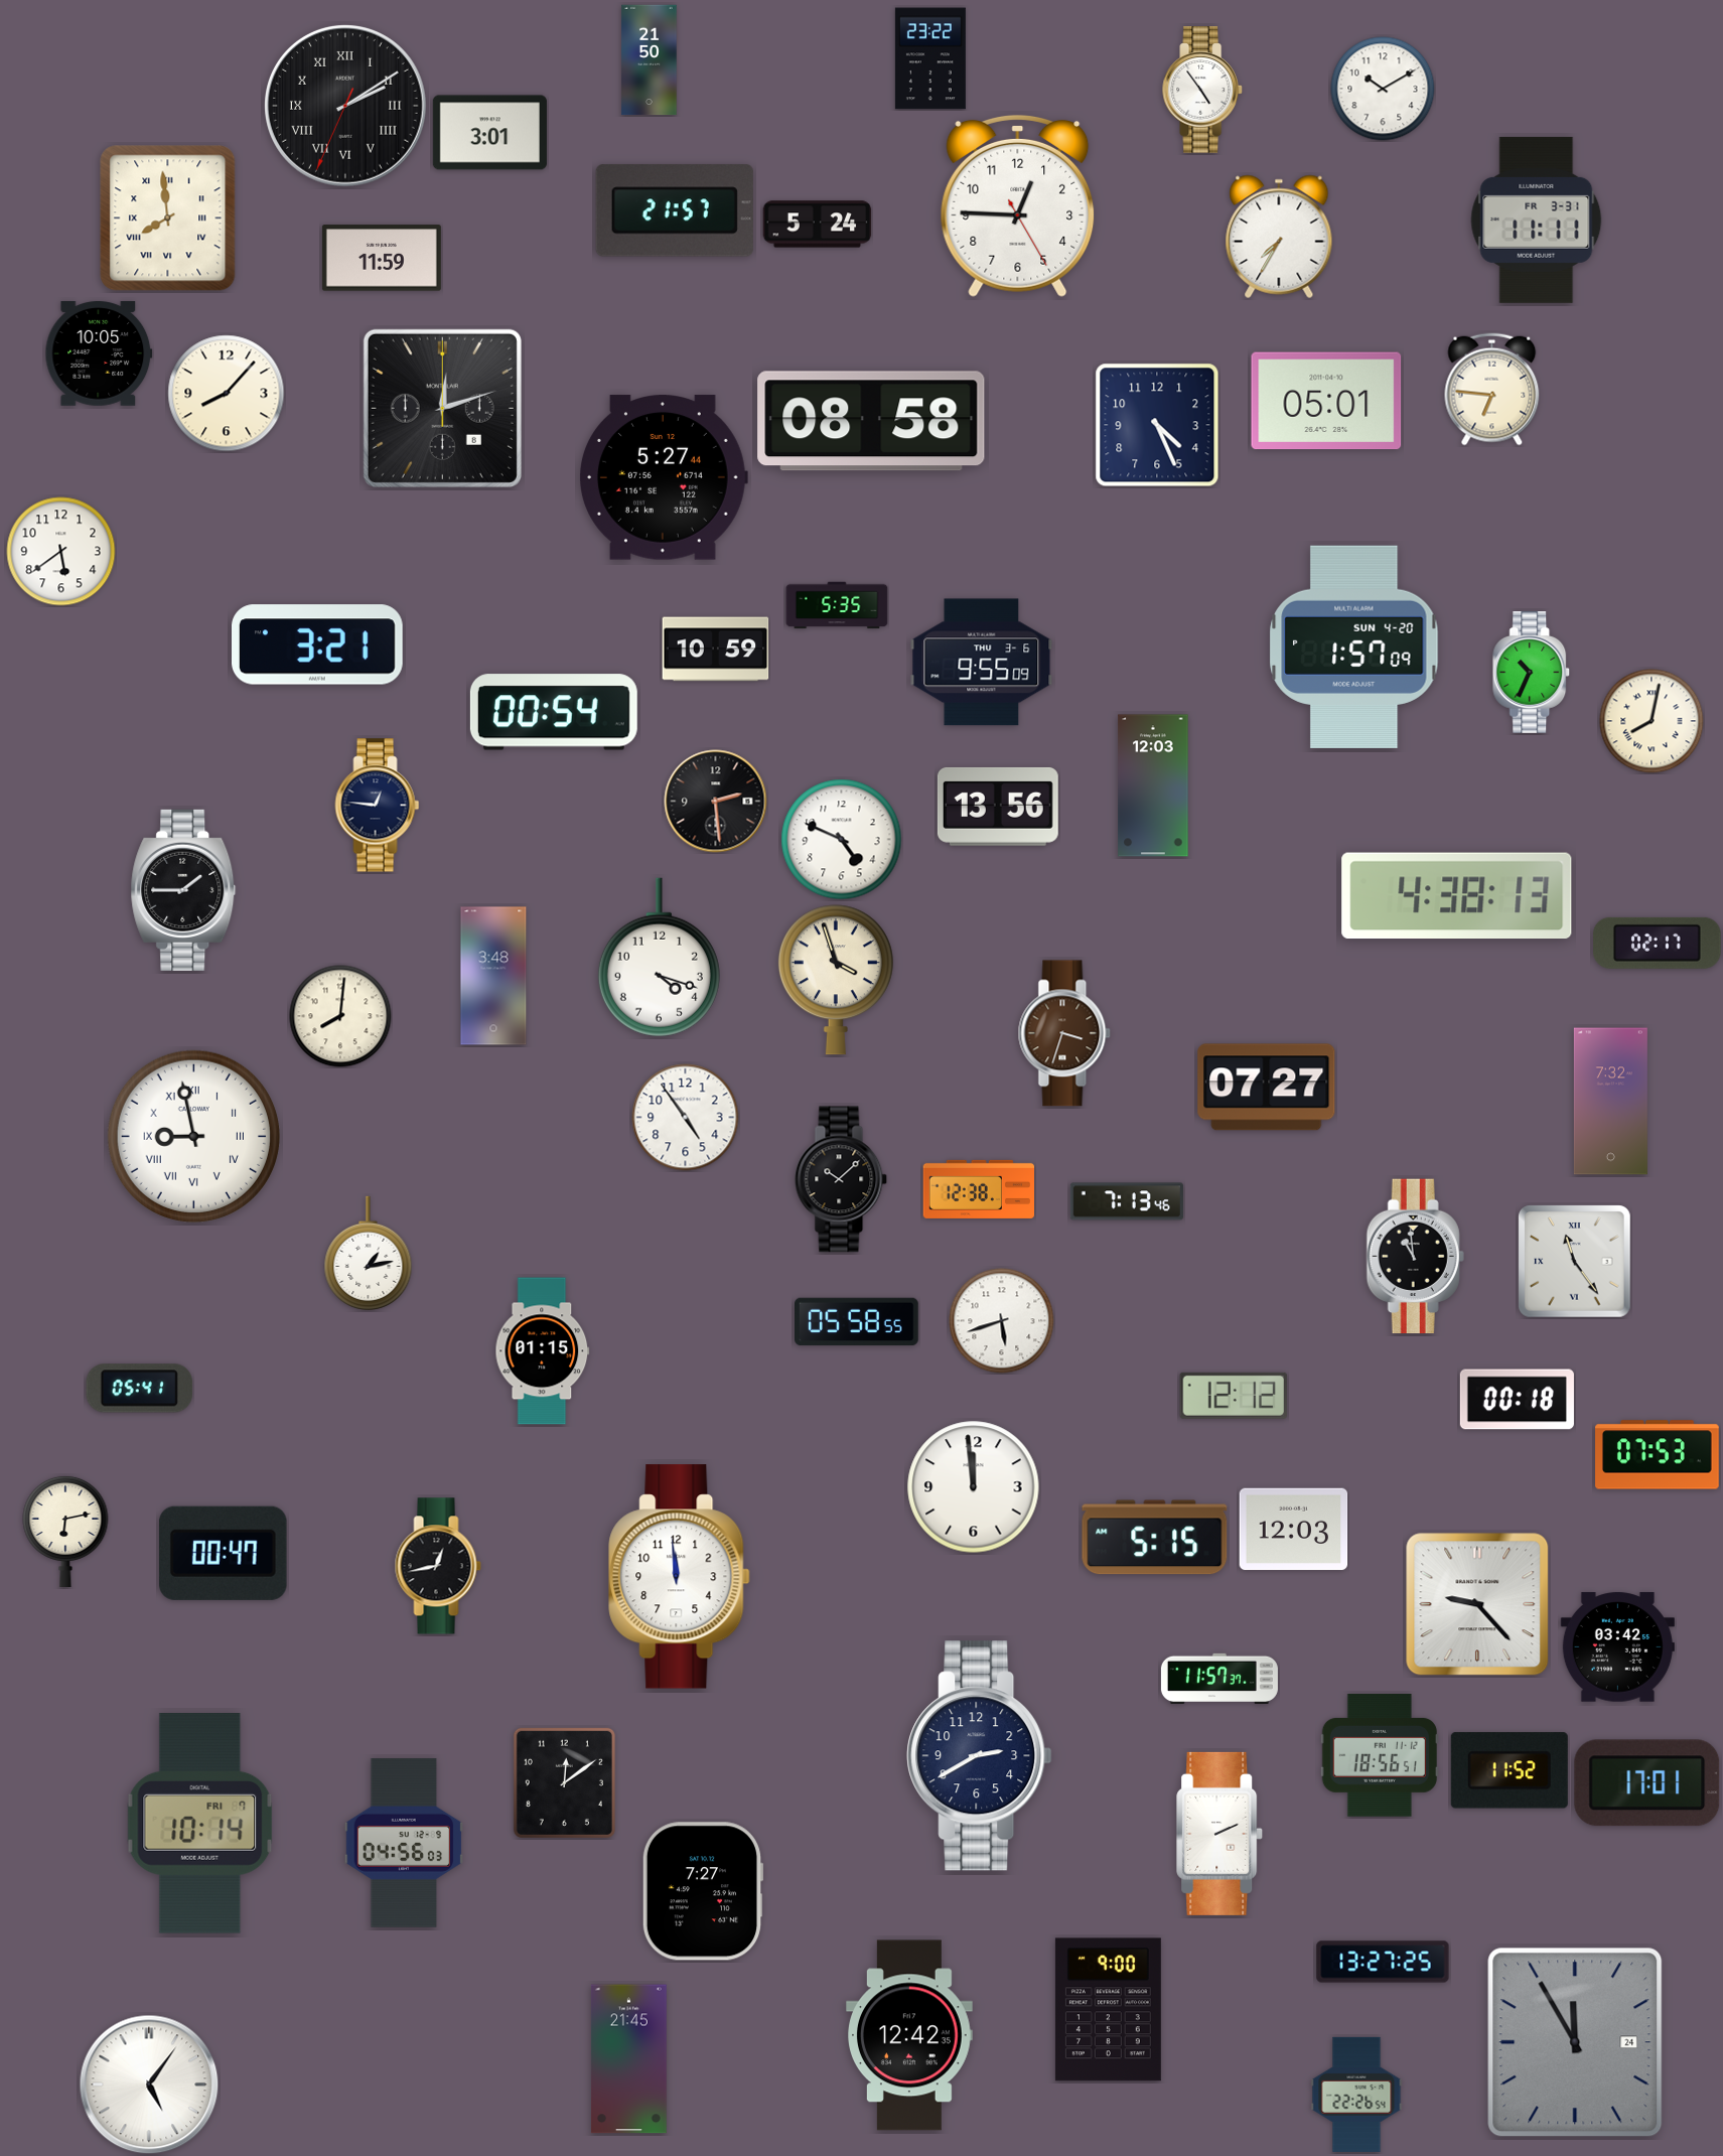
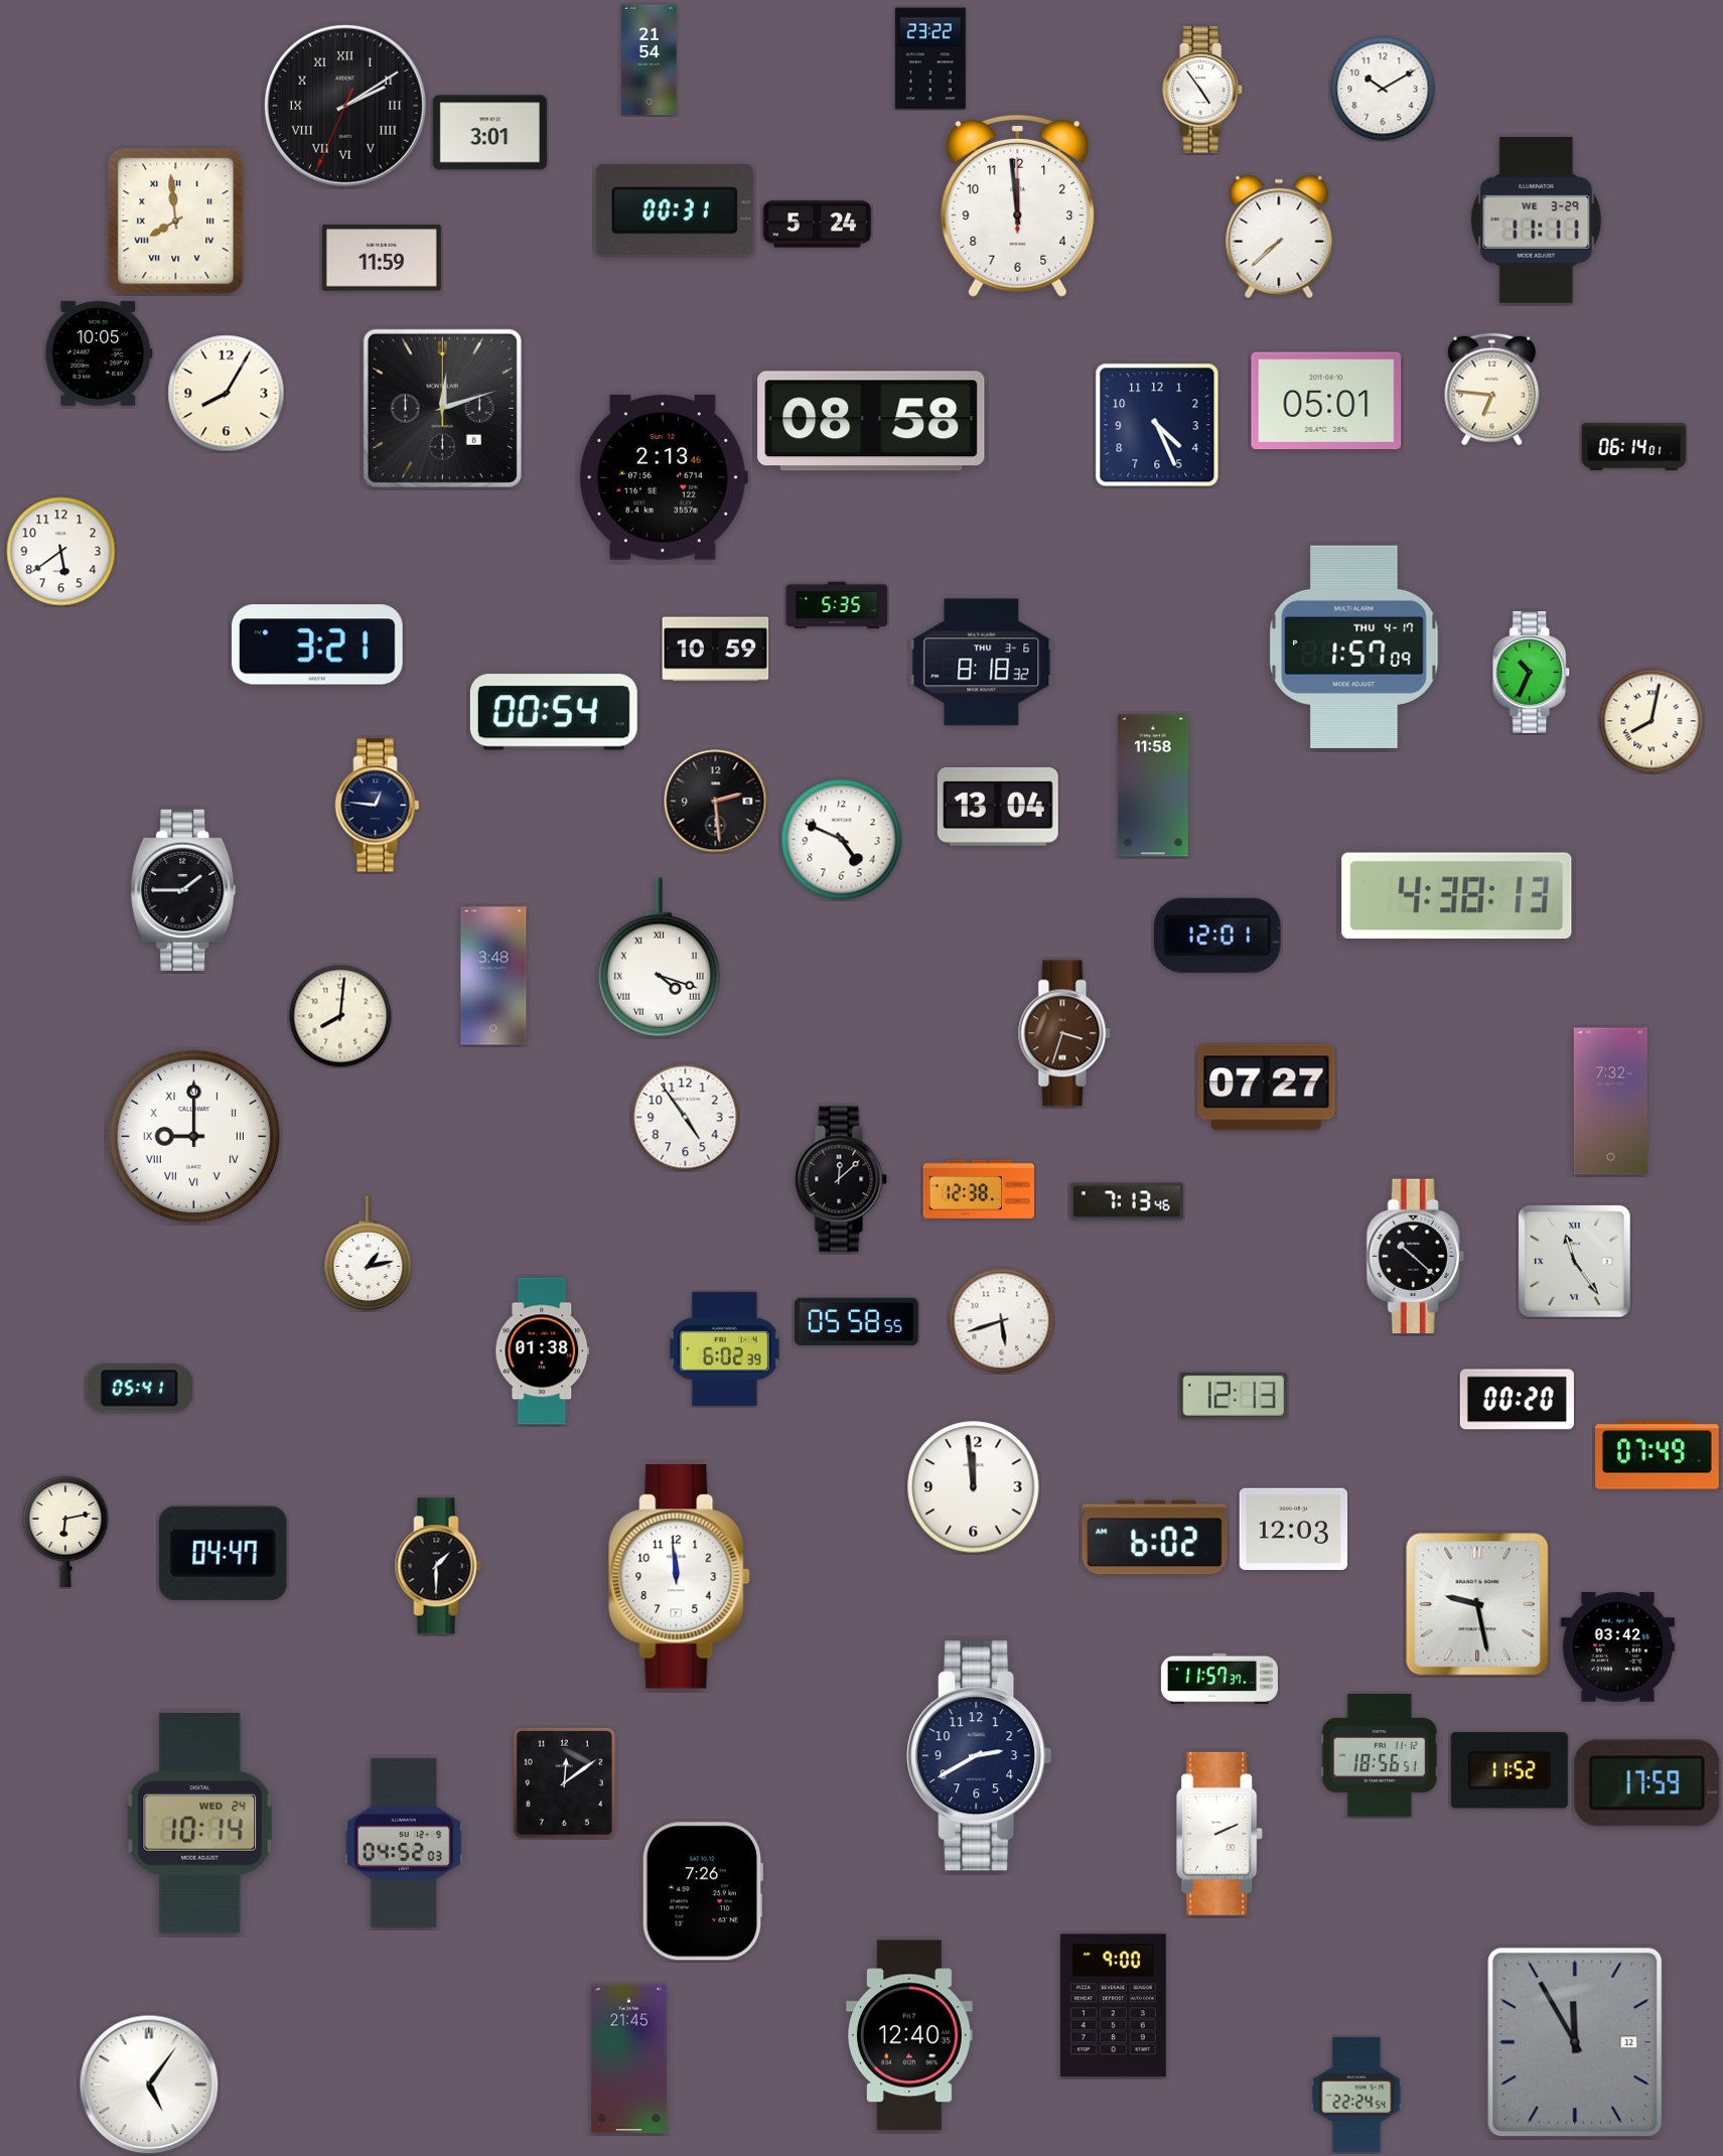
clock at (650, 60): 21:50 -> 21:54
clock at (1018, 205): 12:45 -> 11:59
clock at (675, 210): 21:57 -> 00:31
clock at (168, 219) position: (168, 219) -> (176, 222)
clock at (1537, 220) date: FR 3-31 -> WE 3-29
clock at (1279, 237): 7:35 -> 7:38
clock at (227, 394): 8:07 -> 8:05
clock at (1634, 446): none -> 06:14
clock at (664, 477): 5:27 -> 2:13
clock at (1354, 646) date: SUN 4-20 -> THU 4-17
clock at (982, 663): 9:55 -> 8:18
clock at (1153, 785): 12:03 -> 11:58
clock at (998, 807): 13:56 -> 13:04
clock at (1217, 936): none -> 12:01
clock at (1658, 943): 02:17 -> none
clock at (659, 958) numerals: Arabic -> Roman
clock at (836, 980): 3:57 -> none
clock at (193, 1136): 8:58 -> 9:00
clock at (841, 1179): 10:08 -> 12:08
clock at (1415, 1257): 10:59 -> 10:22
clock at (724, 1348): none -> 6:02
clock at (543, 1351): 01:15 -> 01:38
clock at (1234, 1396): 12:12 -> 12:13
clock at (1517, 1400): 00:18 -> 00:20
clock at (1658, 1455): 07:53 -> 07:49
clock at (1155, 1538): 5:15 -> 6:02
clock at (224, 1553): 00:47 -> 04:47
clock at (438, 1566): 12:43 -> 1:30
clock at (1477, 1604): 9:23 -> 9:28
clock at (1647, 1783): 17:01 -> 17:59
clock at (200, 1824) date: FRI 7 -> WED 24
clock at (404, 1843): 04:56 -> 04:52
clock at (703, 1891): 7:27 -> 7:26
clock at (1383, 1962): 13:27 -> none
clock at (1108, 2010) position: (1108, 2010) -> (1113, 2006)
clock at (910, 2035): 12:42 -> 12:40
clock at (1575, 2042) date: 24 -> 12
clock at (1356, 2095): 22:26 -> 22:24
